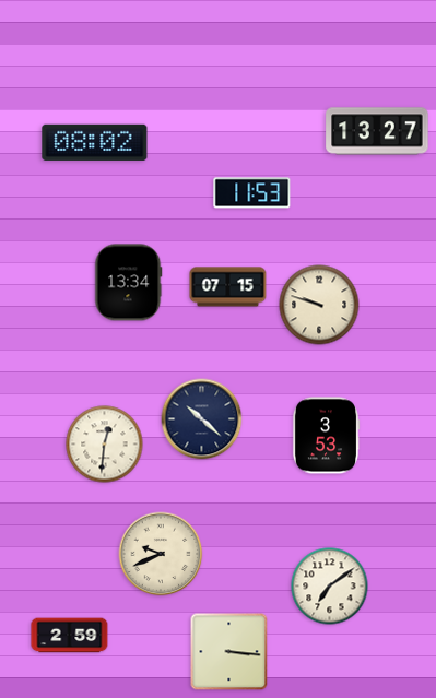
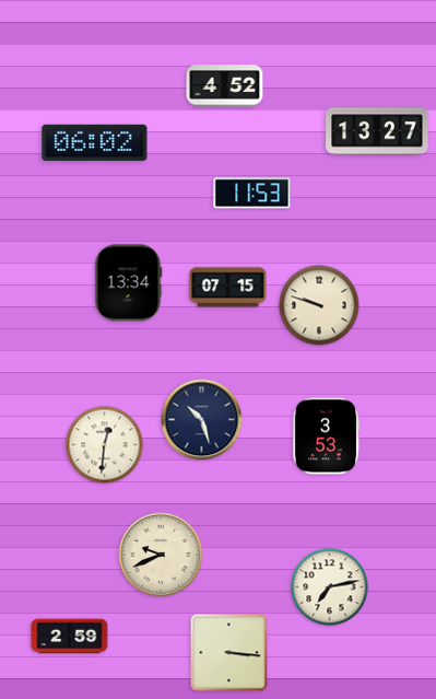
clock at (225, 86): none -> 4:52
clock at (95, 142): 08:02 -> 06:02
clock at (202, 419): 10:22 -> 10:27
clock at (330, 587): 7:09 -> 7:13
